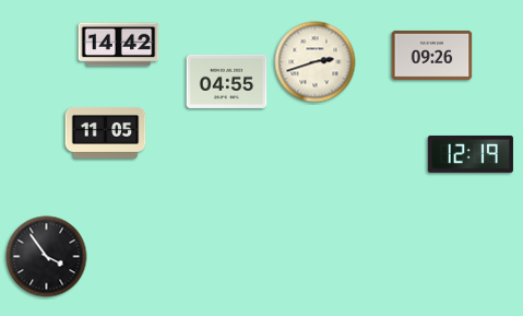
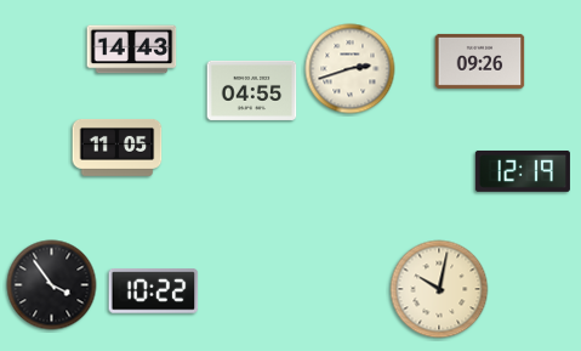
clock at (119, 45): 14:42 -> 14:43
clock at (439, 289): none -> 10:02
clock at (154, 291): none -> 10:22
